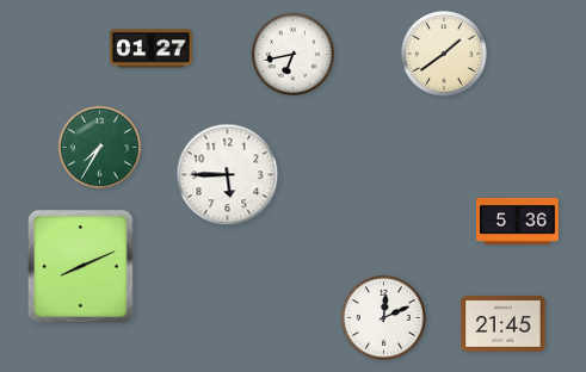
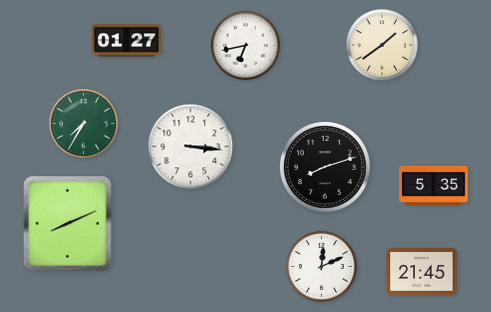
clock at (445, 55) position: (445, 55) -> (383, 46)
clock at (228, 175): 5:45 -> 3:16
clock at (325, 167): none -> 8:12
clock at (518, 221): 5:36 -> 5:35
